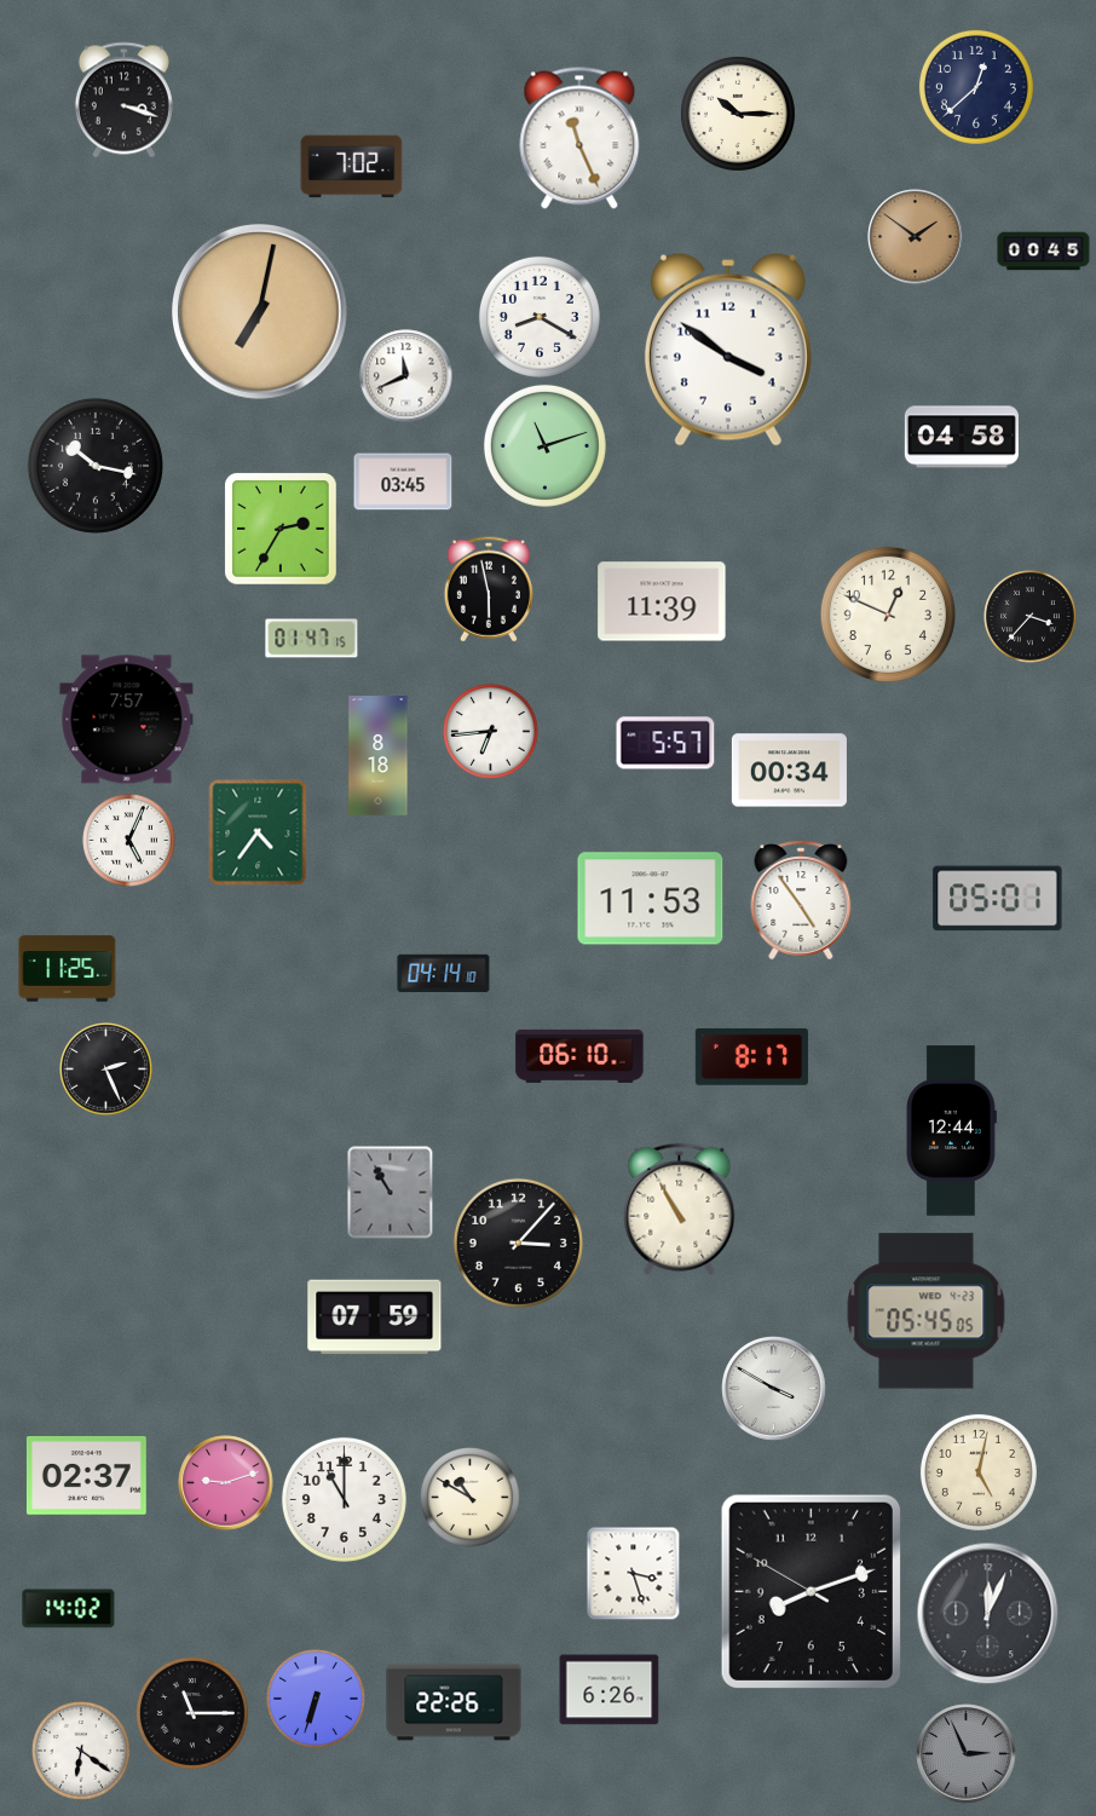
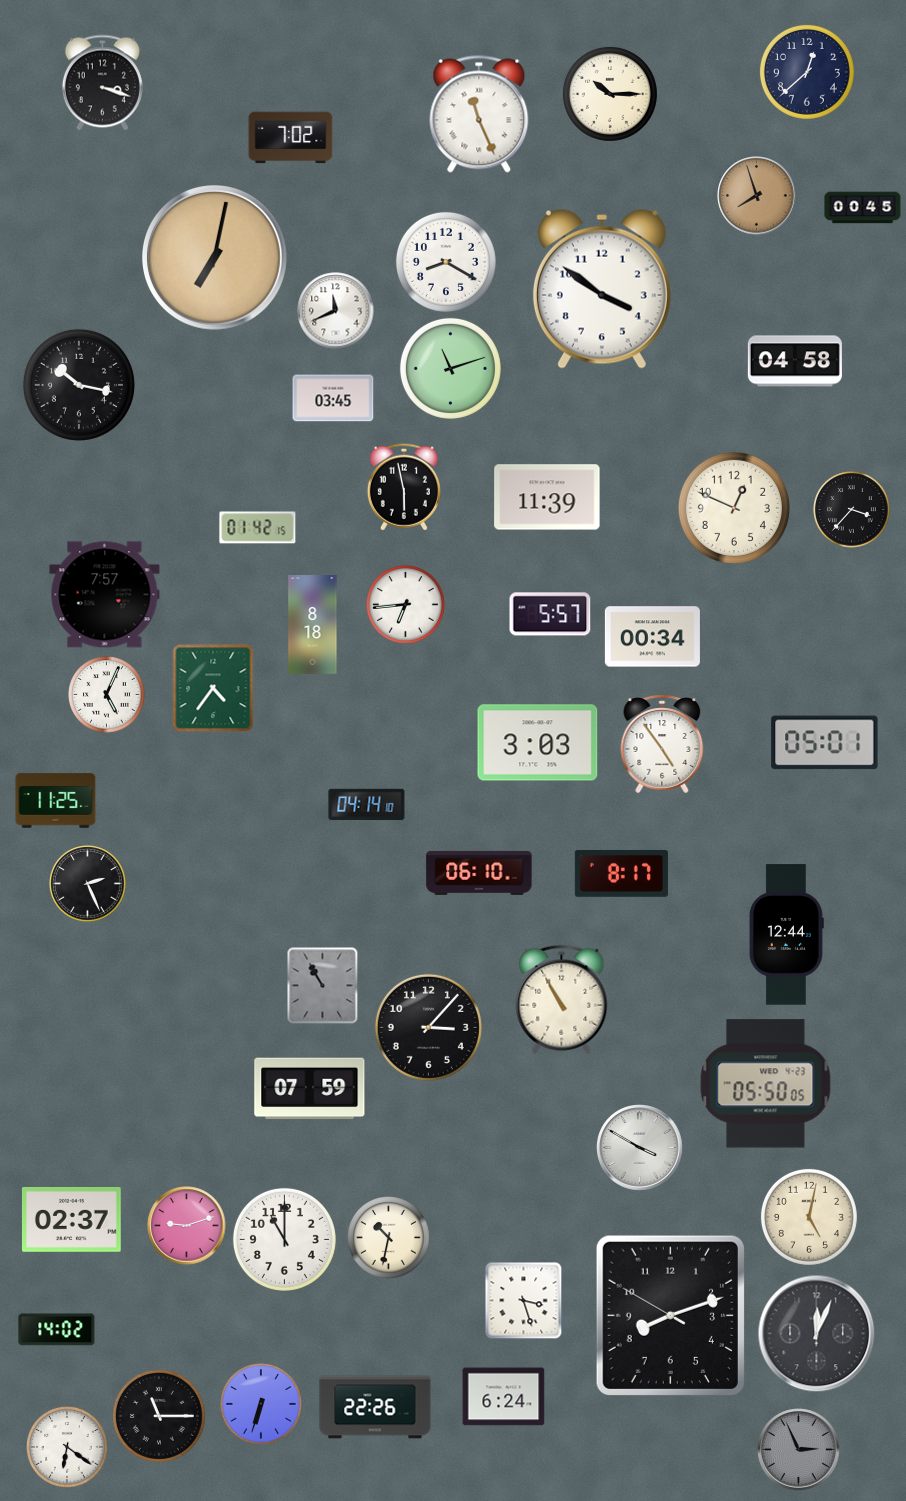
clock at (916, 237): 1:51 -> 7:57
clock at (281, 529): 2:35 -> none
clock at (312, 639): 01:47 -> 01:42
clock at (651, 899): 11:53 -> 3:03
clock at (927, 1311): 05:45 -> 05:50
clock at (471, 1498): 10:50 -> 10:32
clock at (610, 1690): 6:26 -> 6:24
